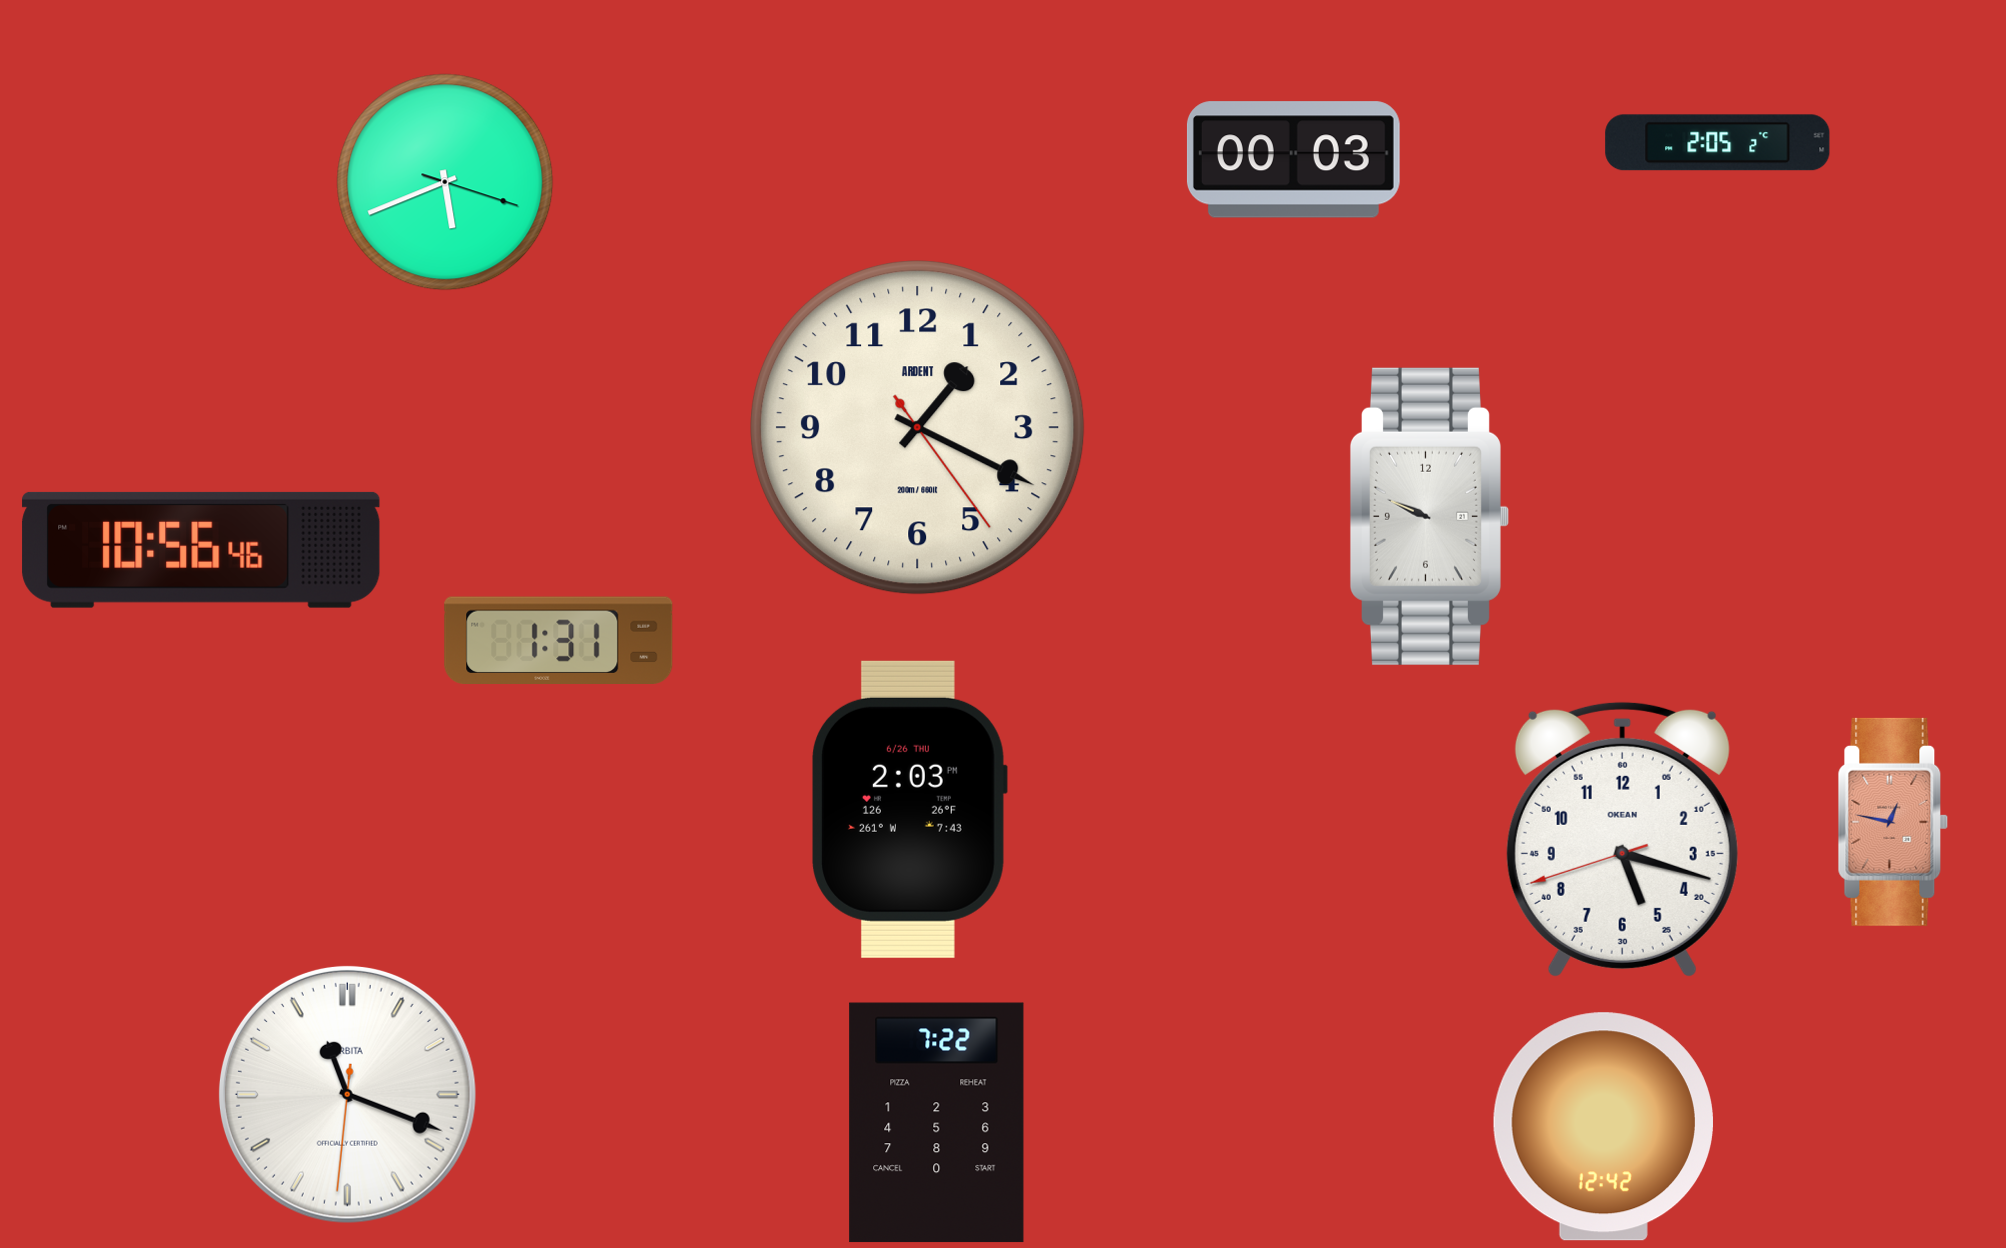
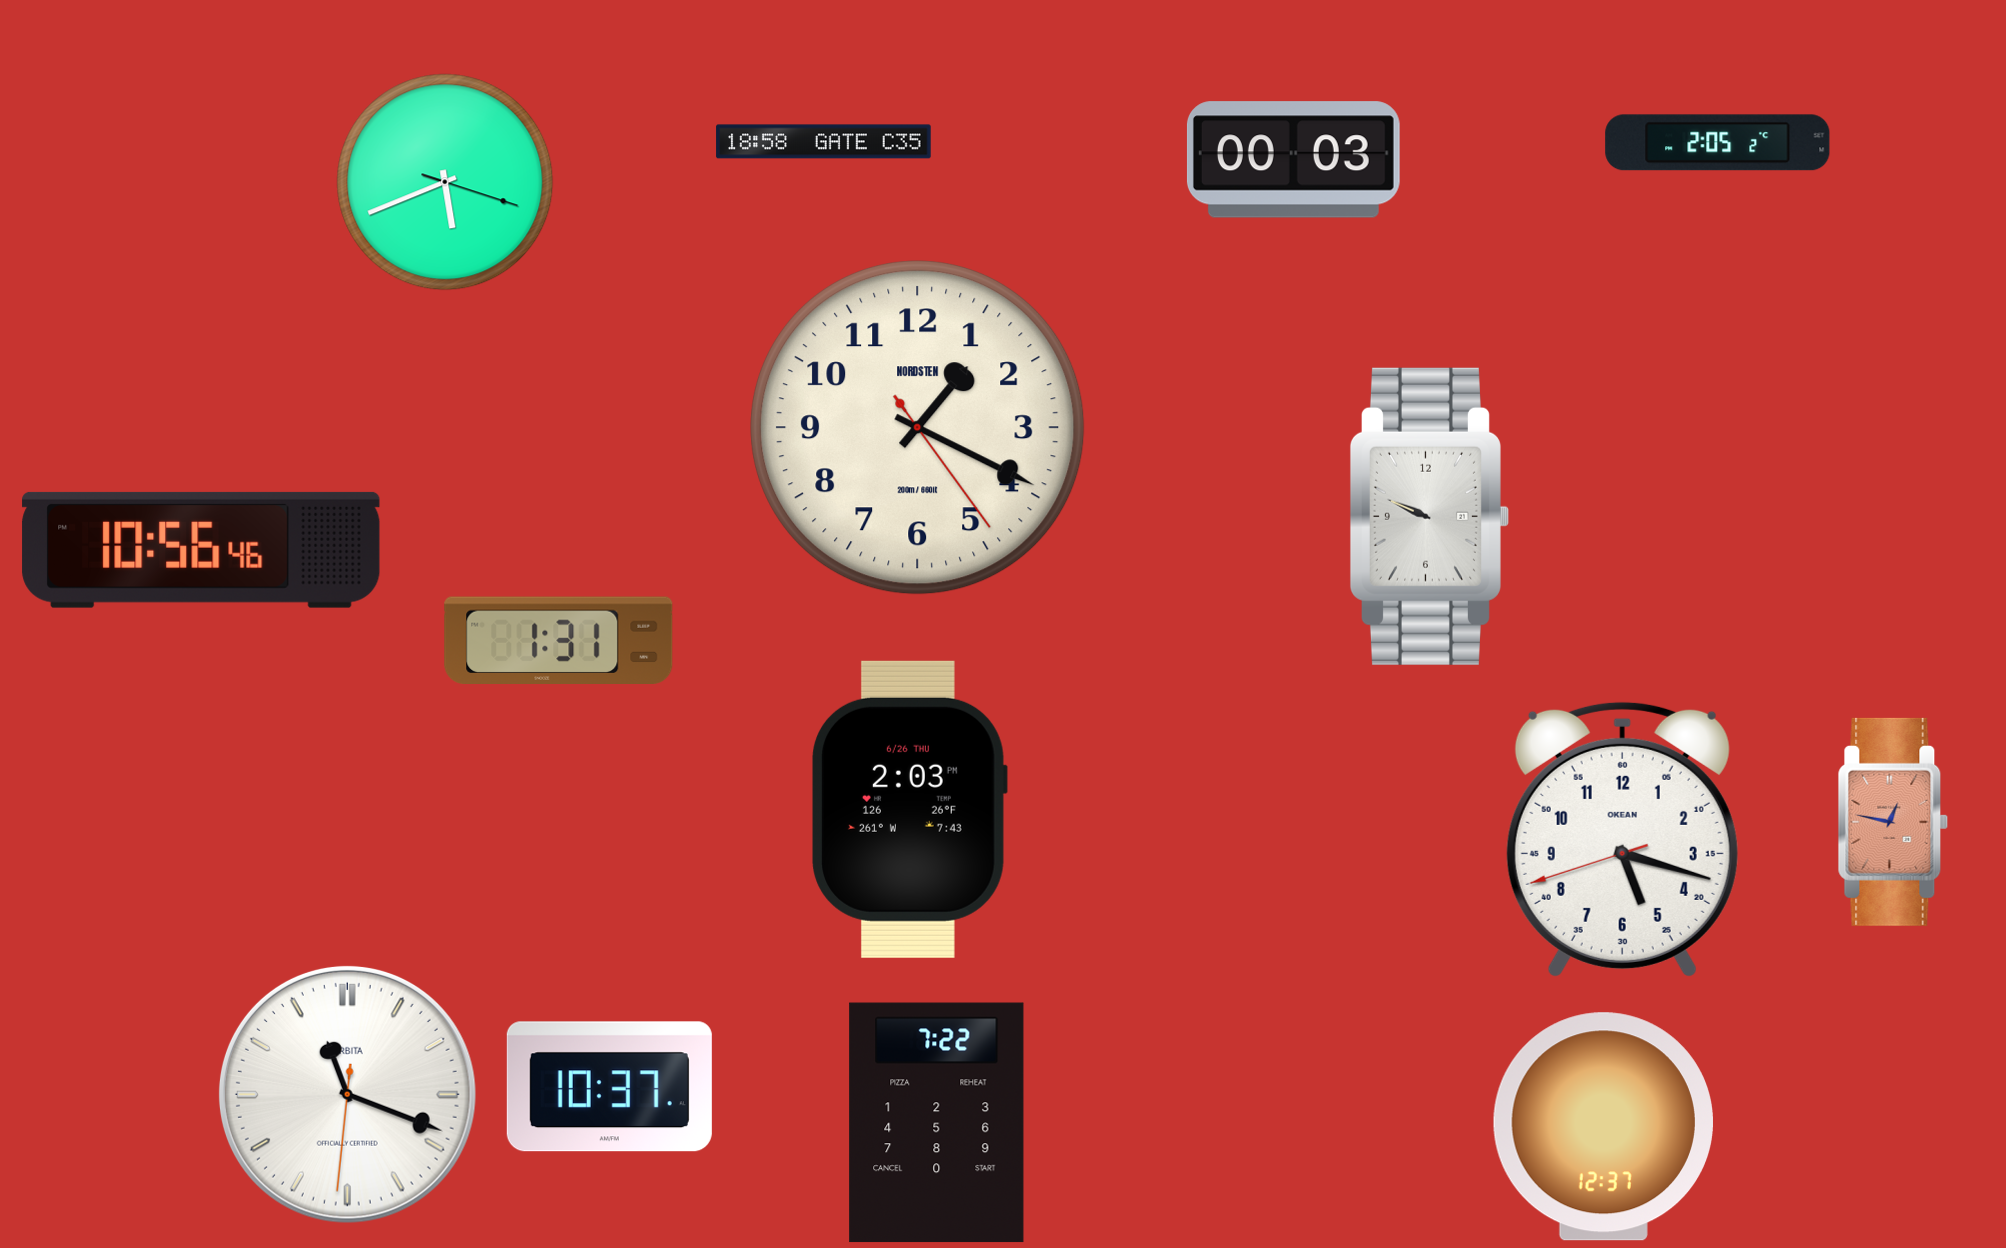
clock at (824, 142): none -> 18:58
clock at (918, 428) brand: ARDENT -> NORDSTEN
clock at (609, 1087): none -> 10:37
clock at (1603, 1127): 12:42 -> 12:37
